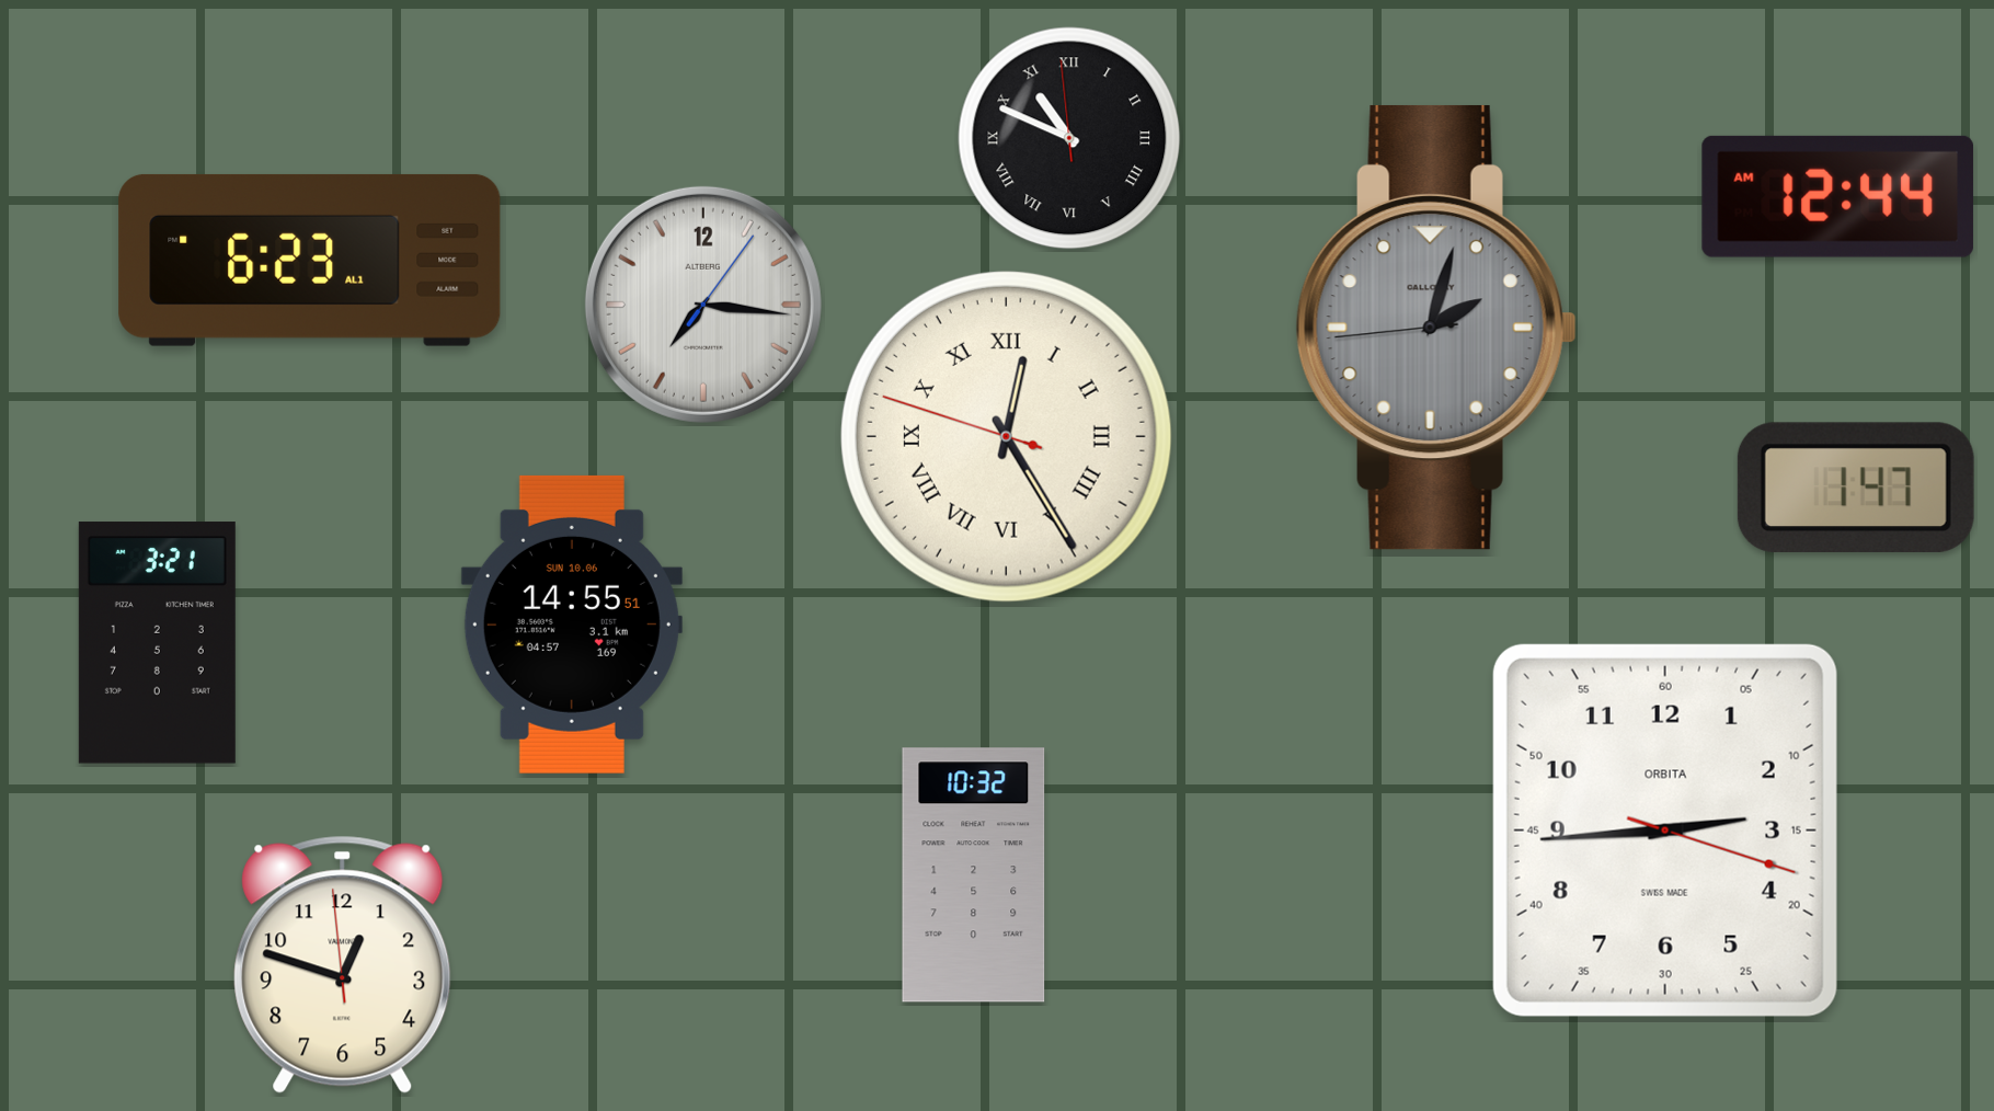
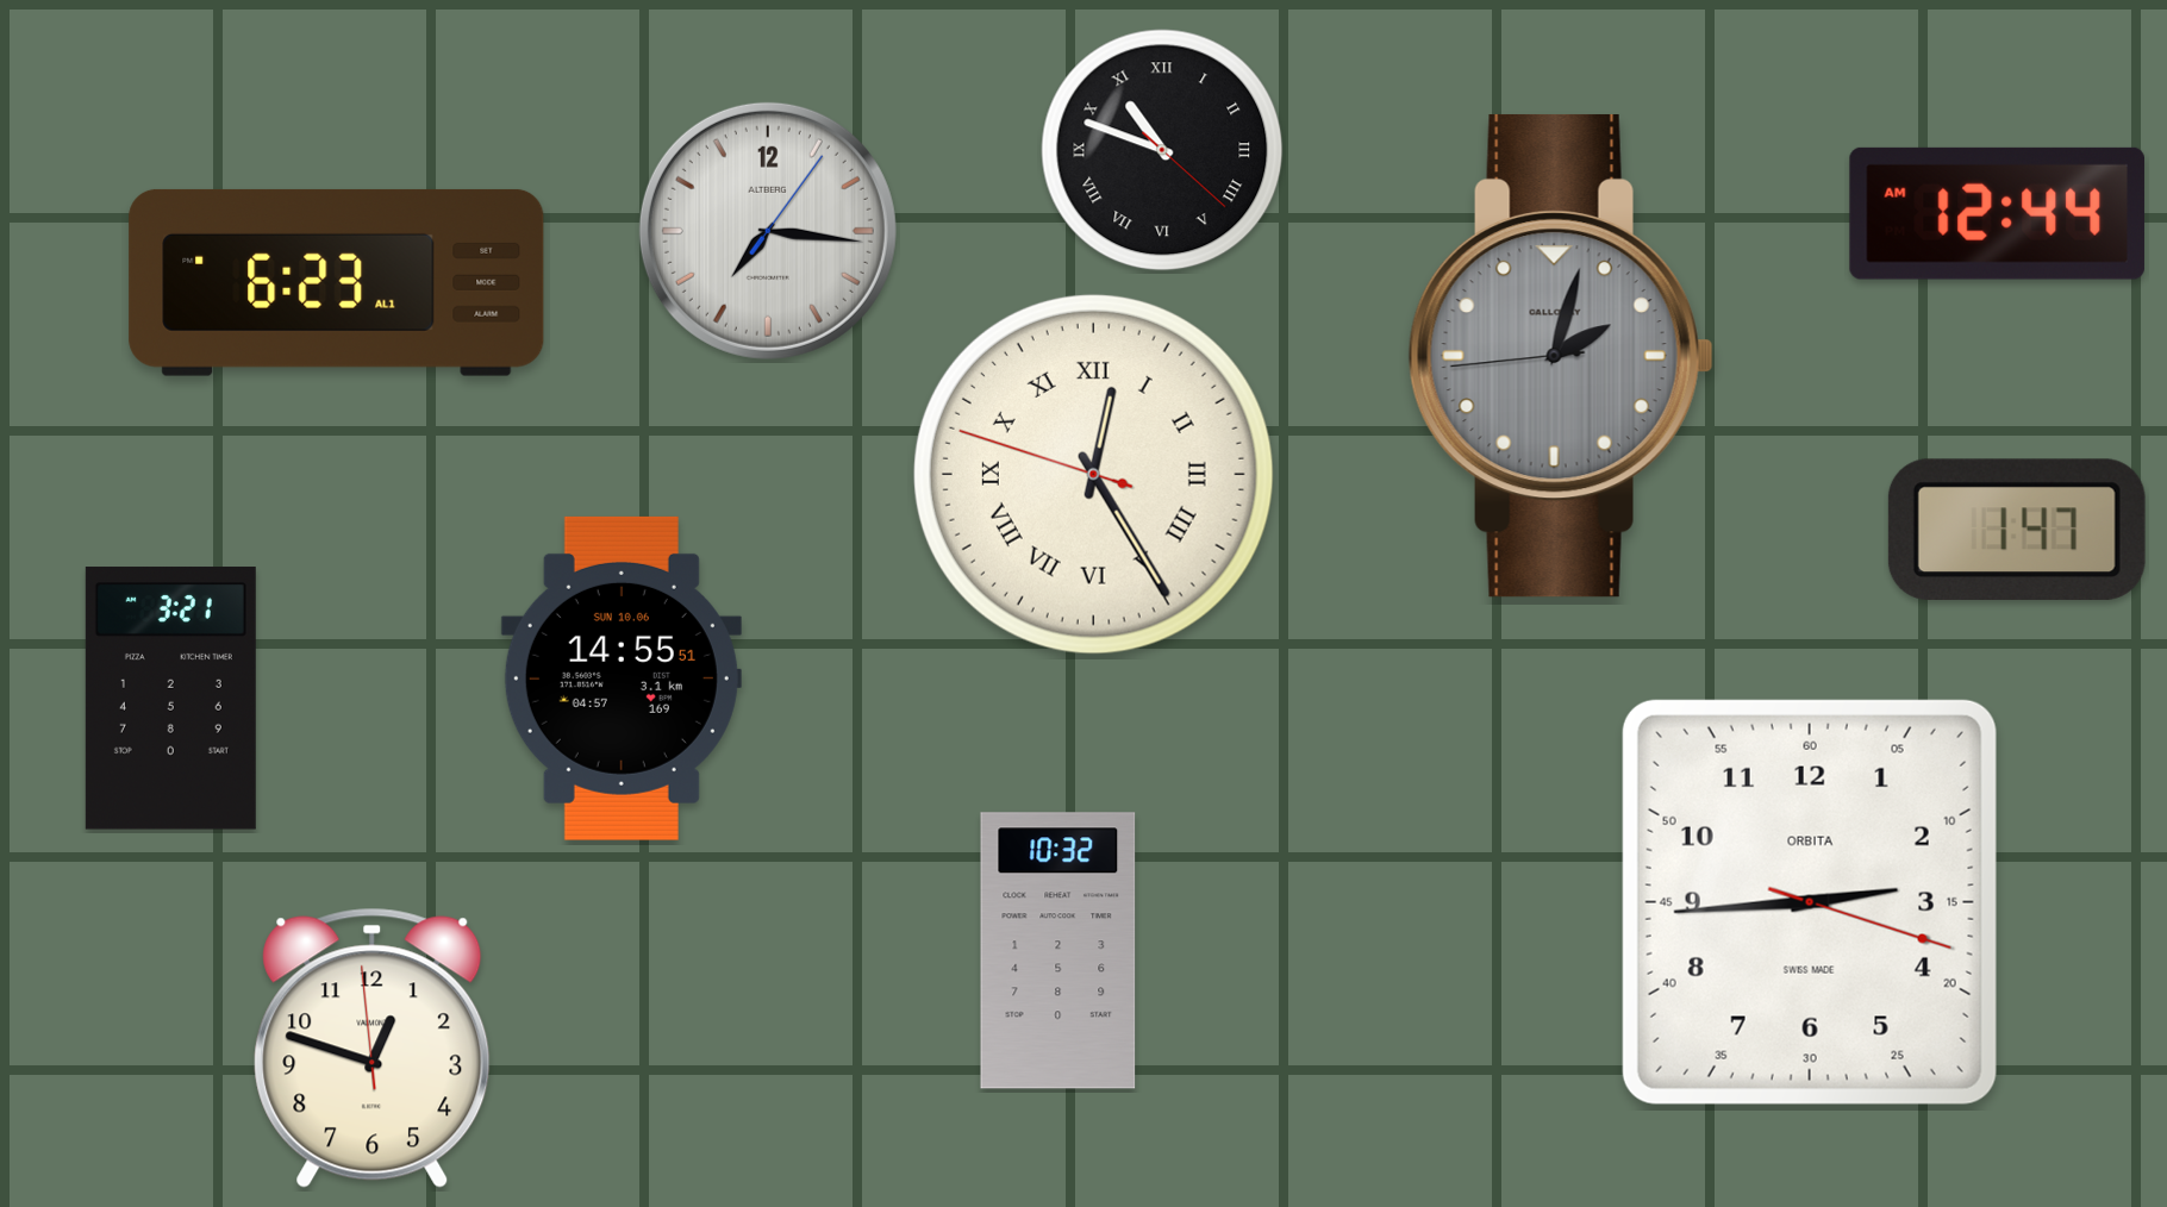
clock at (1069, 138): 10:48:59 -> 10:48:22
clock at (703, 305) position: (703, 305) -> (768, 231)
